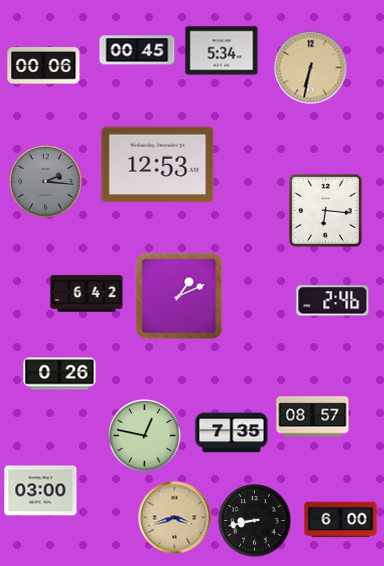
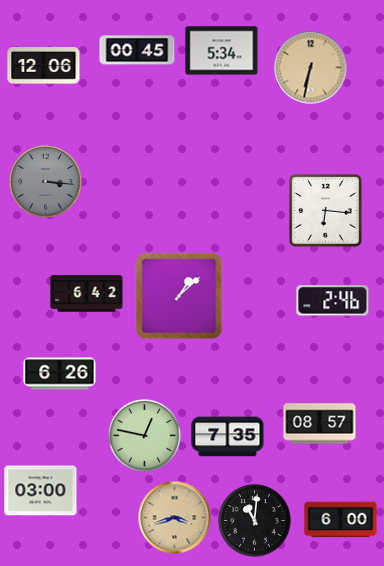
clock at (44, 66): 00:06 -> 12:06
clock at (158, 165): 12:53 -> none
clock at (46, 182): 2:16 -> 3:16
clock at (179, 296): 1:11 -> 1:08
clock at (60, 374): 0:26 -> 6:26
clock at (313, 417) position: (313, 417) -> (320, 424)
clock at (232, 433) position: (232, 433) -> (228, 437)
clock at (255, 521): 8:43 -> 11:01
